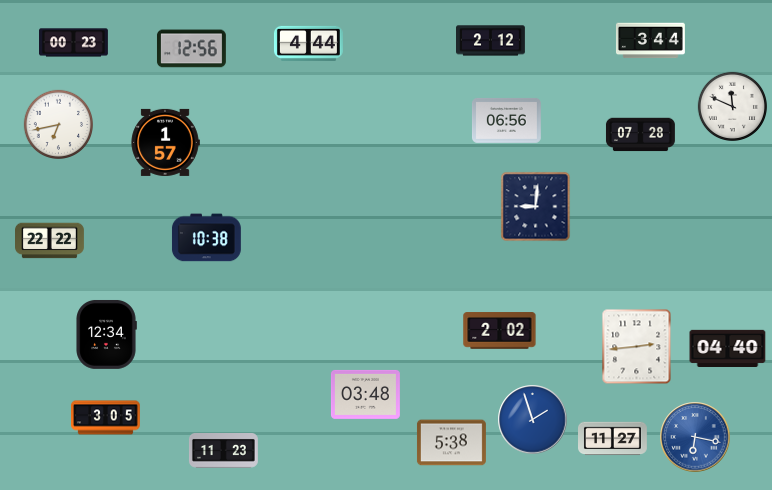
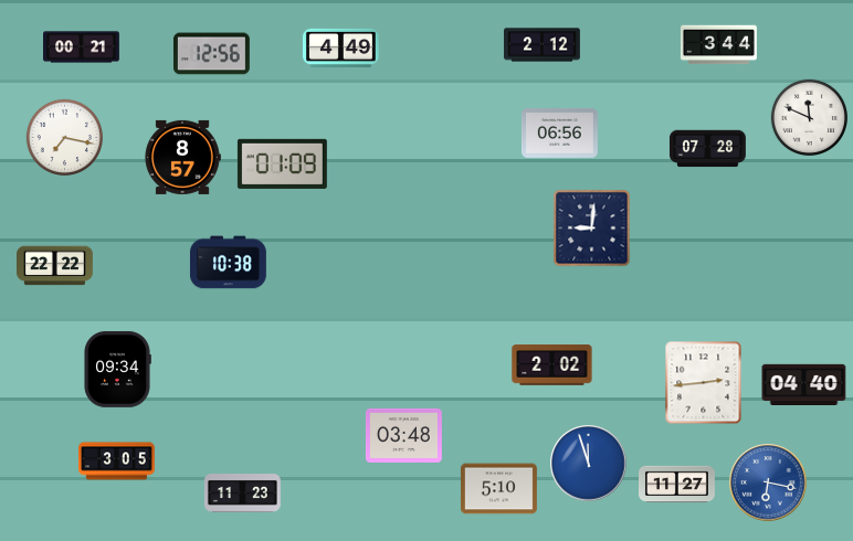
clock at (74, 43): 00:23 -> 00:21
clock at (308, 43): 4:44 -> 4:49
clock at (59, 125): 6:43 -> 7:17
clock at (165, 142): 1:57 -> 8:57
clock at (282, 163): none -> 01:09
clock at (106, 334): 12:34 -> 09:34
clock at (533, 420): 1:57 -> 11:57
clock at (451, 443): 5:38 -> 5:10
clock at (223, 451) position: (223, 451) -> (242, 494)
